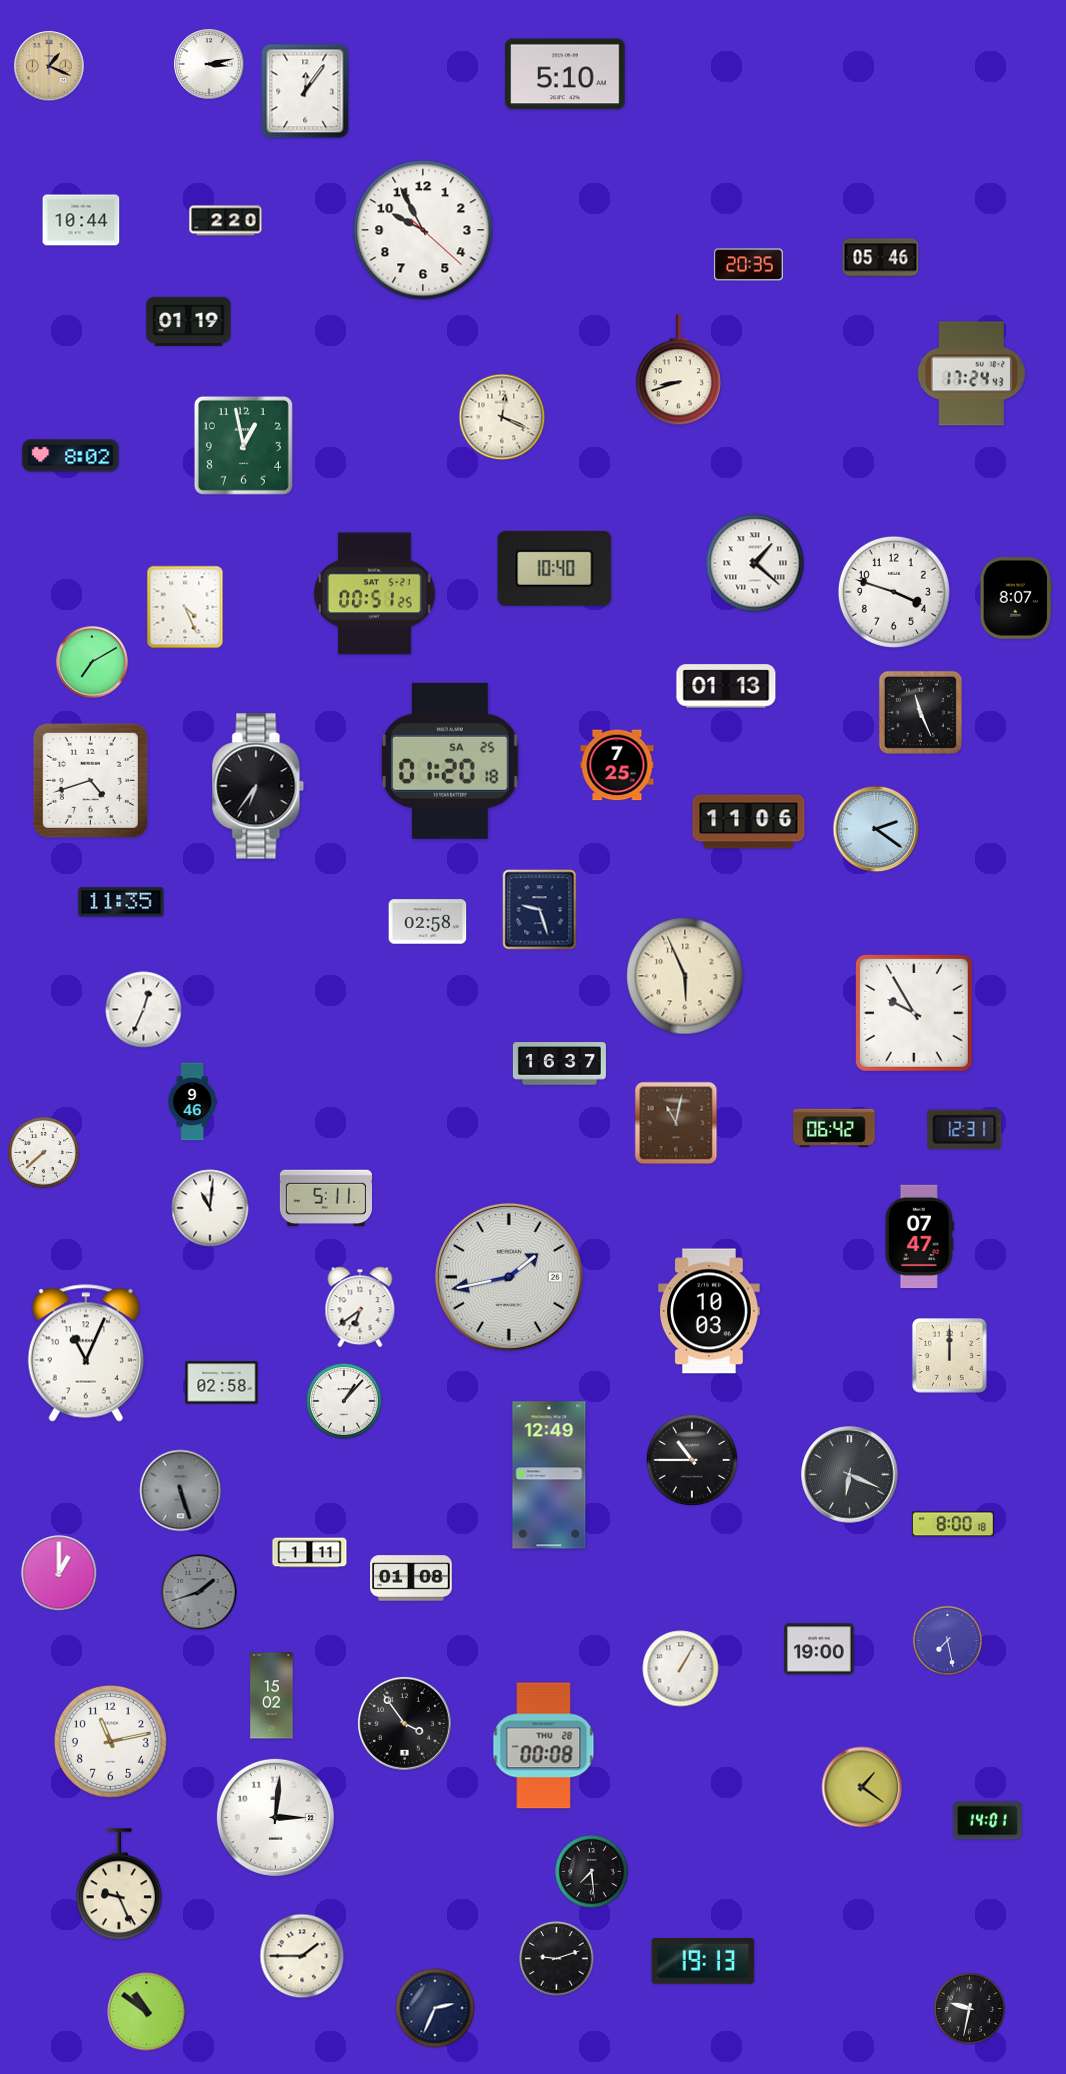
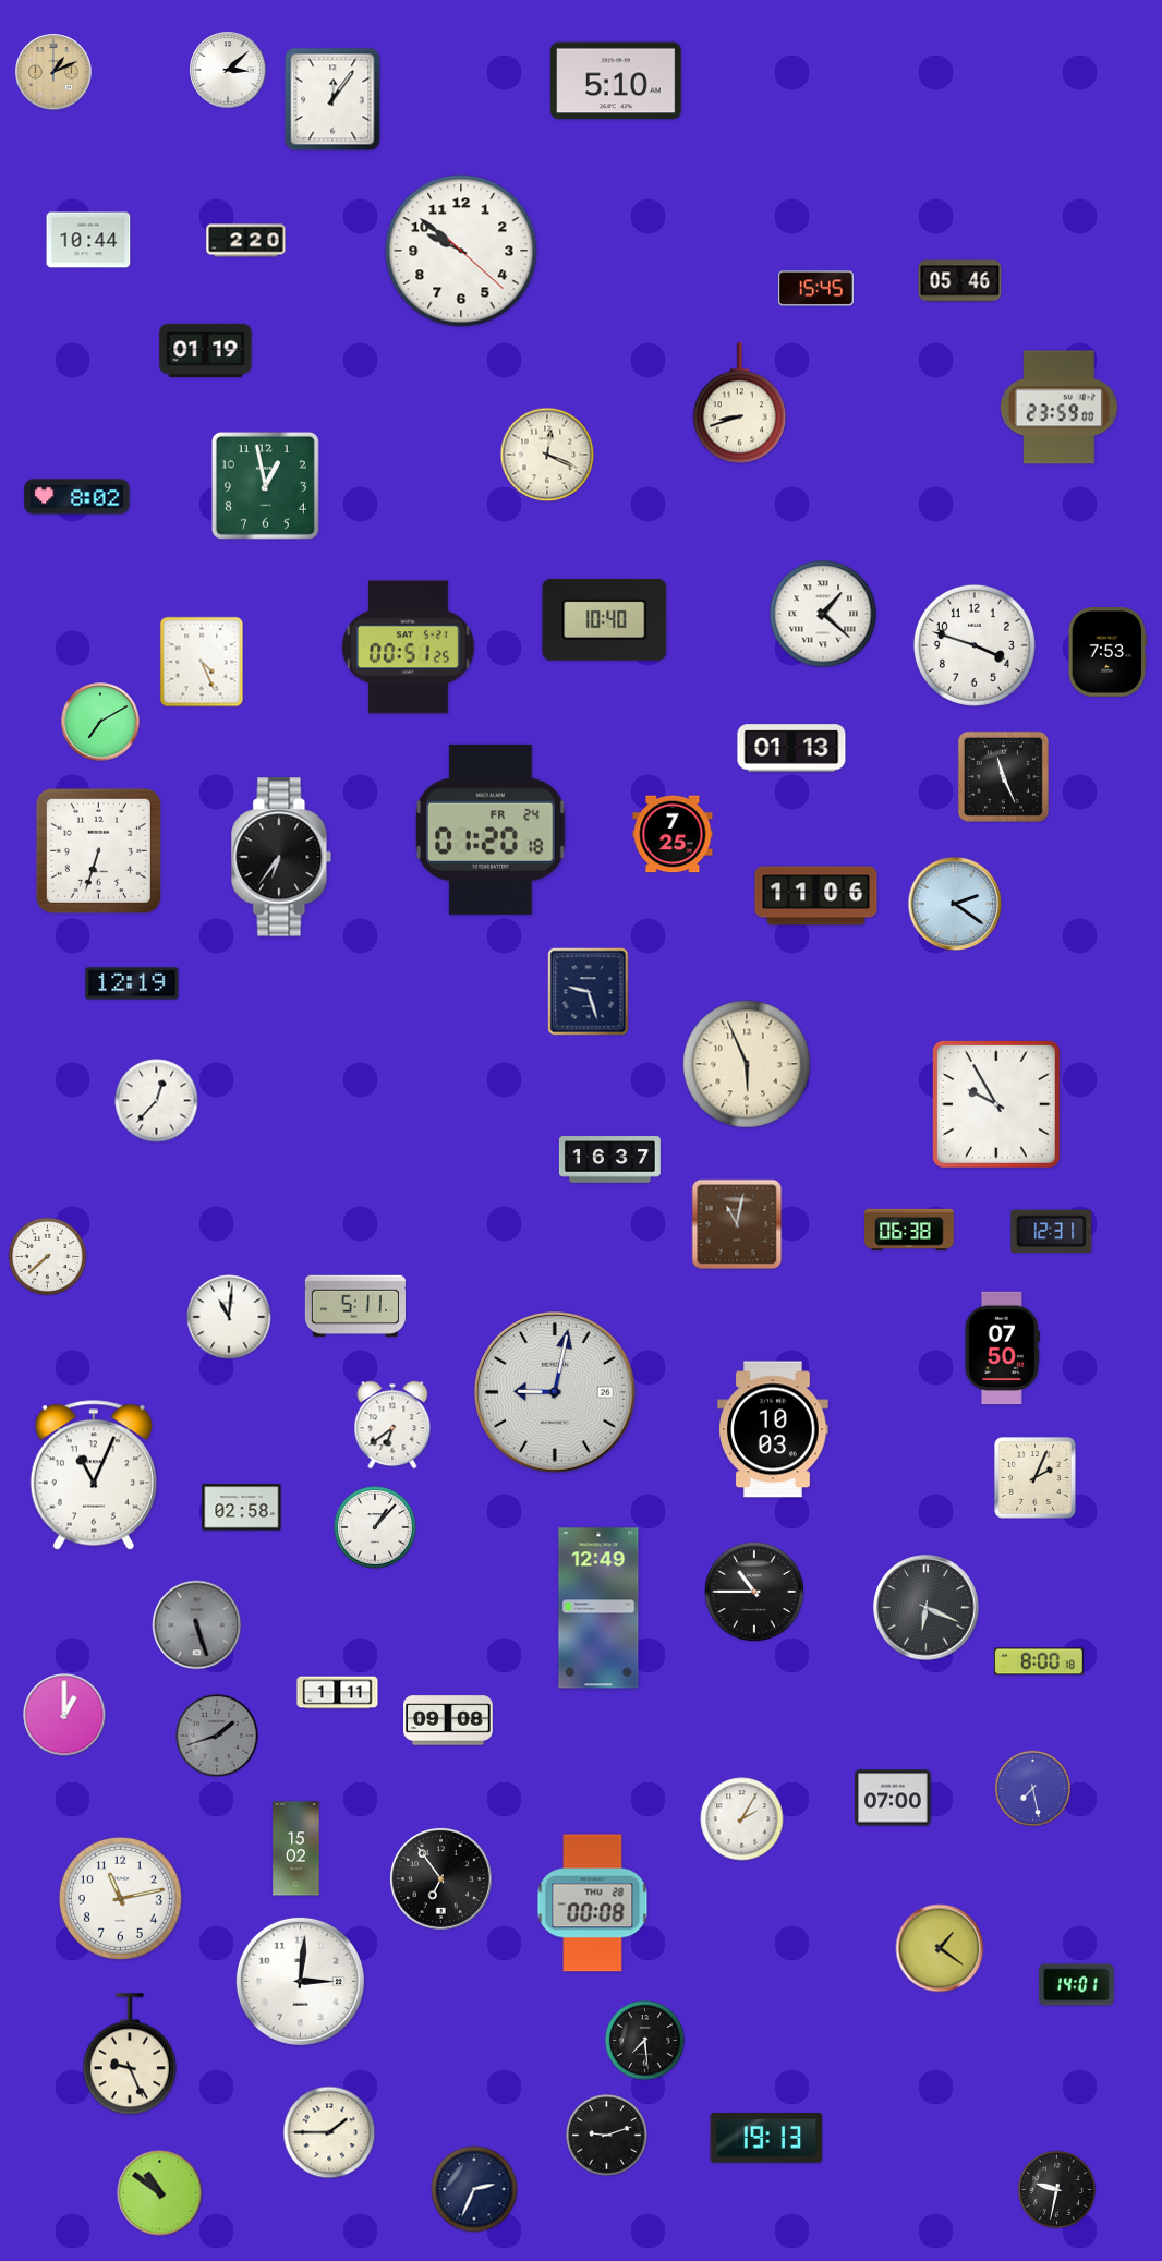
clock at (209, 64): 3:13 -> 3:08
clock at (49, 66): 1:19 -> 1:11
clock at (423, 230): 9:55 -> 9:51
clock at (748, 265): 20:35 -> 15:45
clock at (971, 374): 17:24 -> 23:59
clock at (1016, 599): 8:07 -> 7:53
clock at (450, 761) date: SA 25 -> FR 24
clock at (90, 780): 4:42 -> 6:33
clock at (121, 902): 11:35 -> 12:19
clock at (428, 922): 02:58 -> none
clock at (144, 1010): 12:34 -> 12:37
clock at (192, 1102): 9:46 -> none
clock at (835, 1128): 06:42 -> 06:38
clock at (919, 1237): 07:47 -> 07:50
clock at (510, 1278): 1:43 -> 9:02
clock at (950, 1356): 12:00 -> 2:04
clock at (411, 1578): 01:08 -> 09:08
clock at (819, 1649): 19:00 -> 07:00
clock at (681, 1669): 1:05 -> 2:05
clock at (404, 1723): 3:54 -> 6:54
